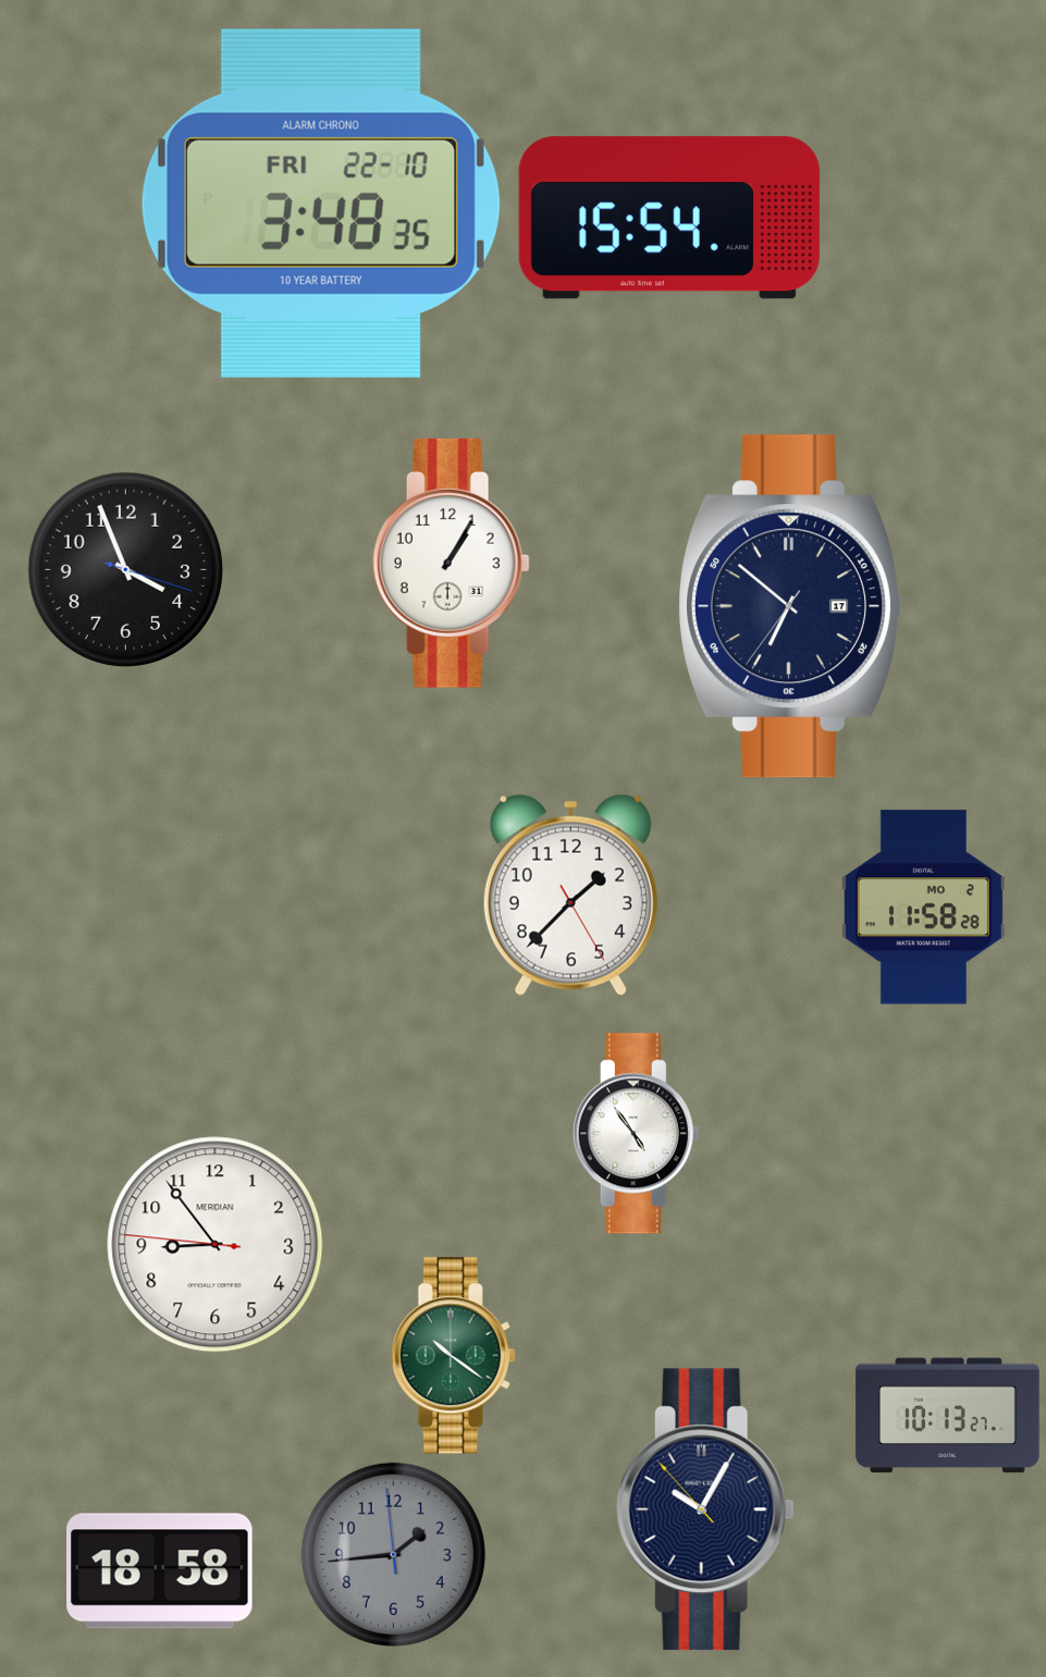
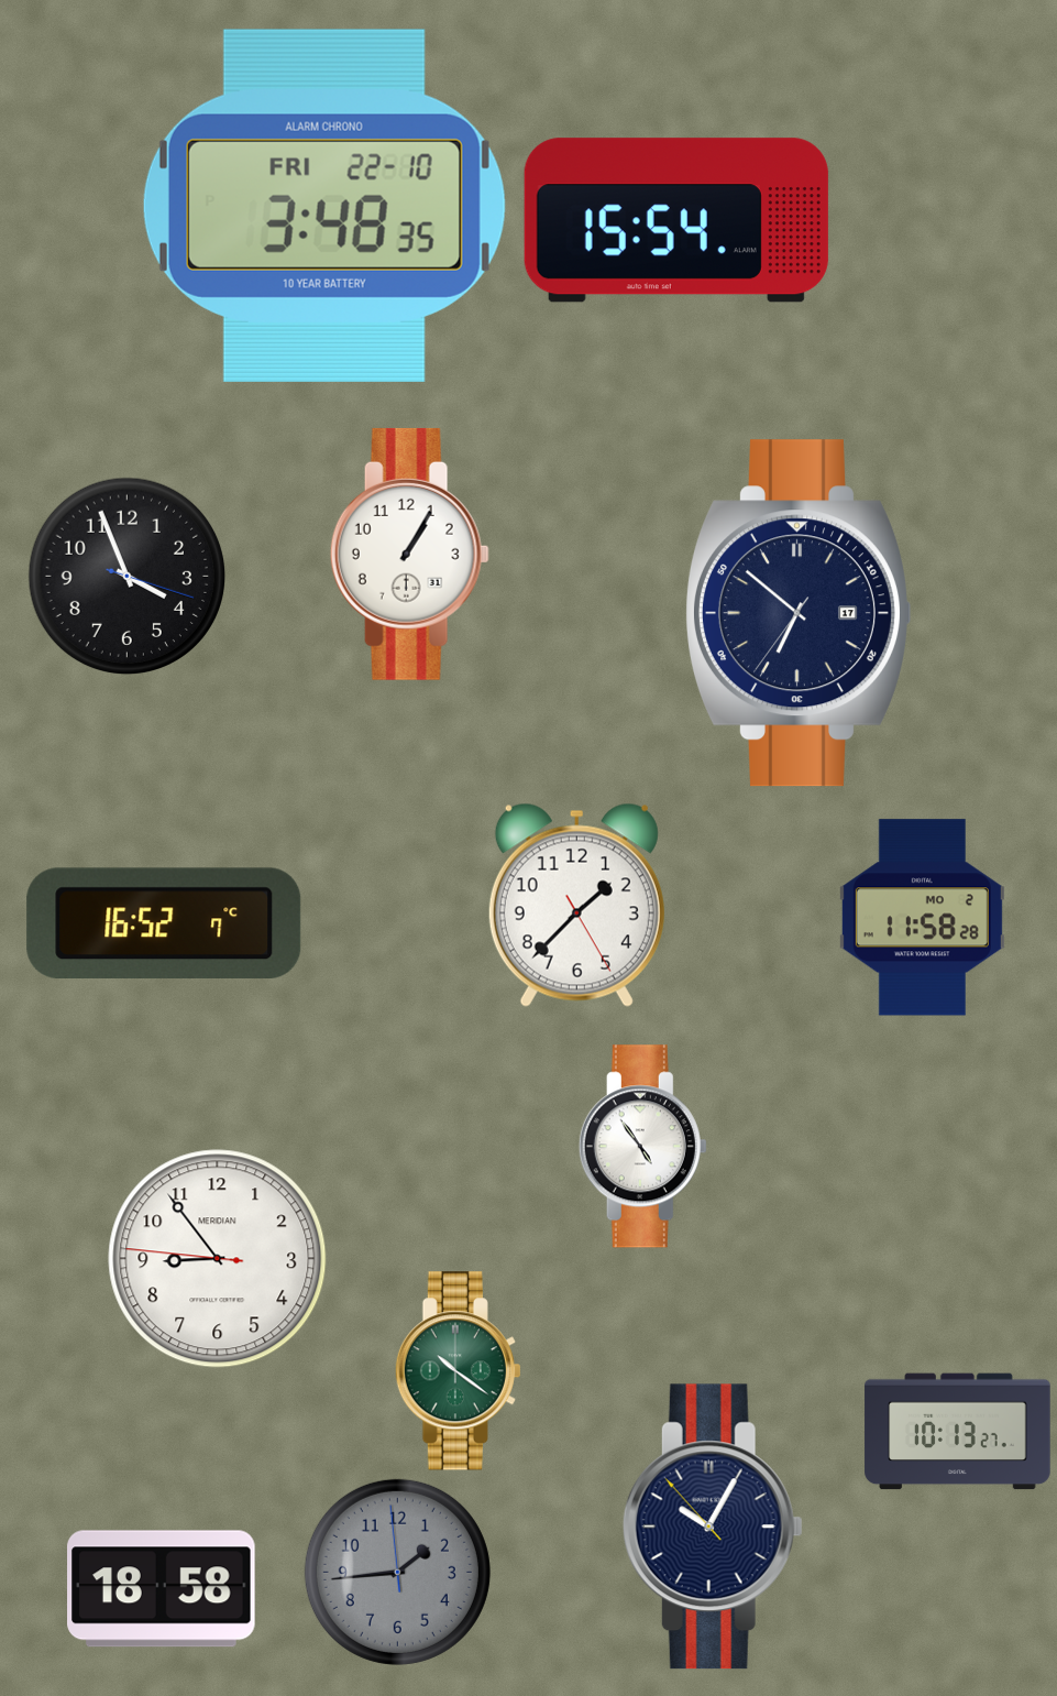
clock at (451, 563) position: (451, 563) -> (409, 554)
clock at (923, 908) position: (923, 908) -> (922, 918)
clock at (164, 922): none -> 16:52
